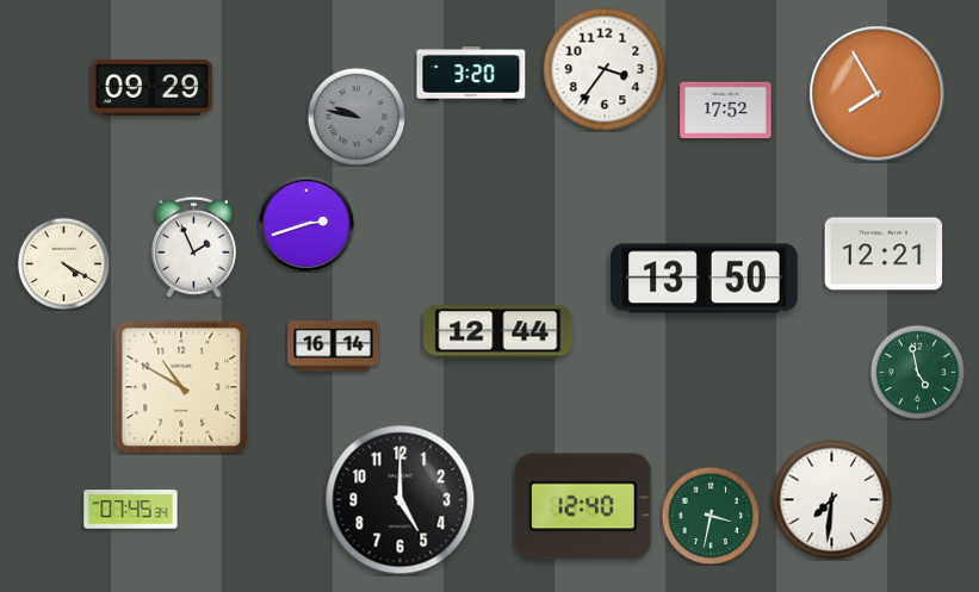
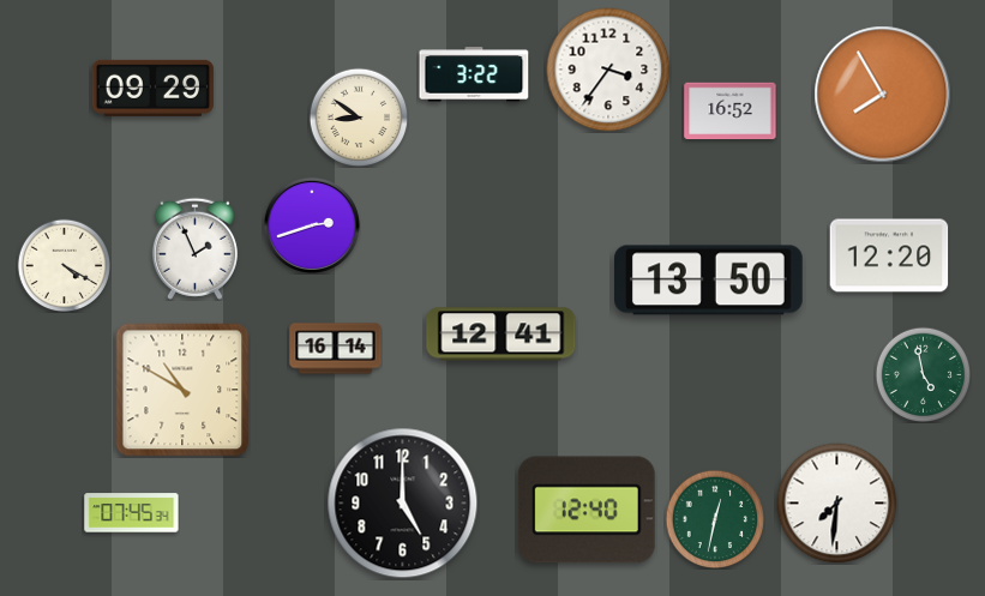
clock at (471, 74): 3:20 -> 3:22
clock at (726, 111): 17:52 -> 16:52
clock at (357, 117): 9:47 -> 8:51
clock at (357, 117) dial: grey -> cream
clock at (306, 224) position: (306, 224) -> (312, 225)
clock at (884, 254): 12:21 -> 12:20
clock at (498, 332): 12:44 -> 12:41
clock at (711, 516): 3:32 -> 12:32
